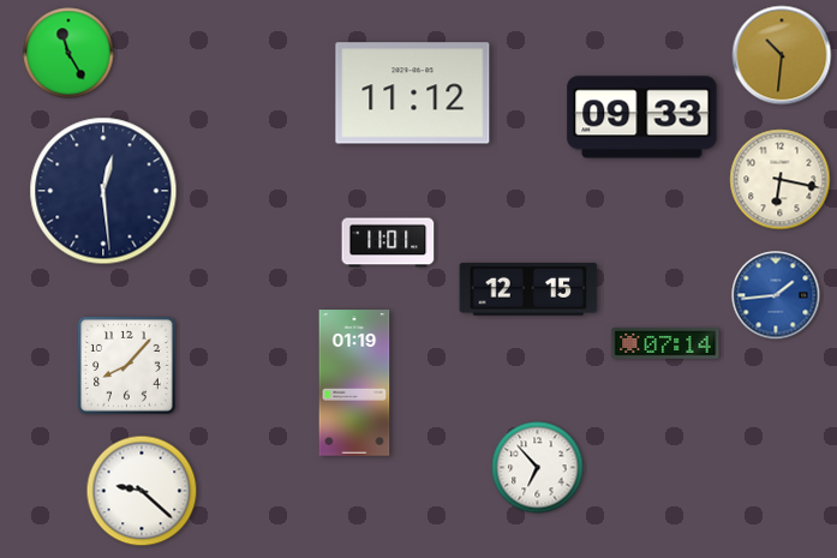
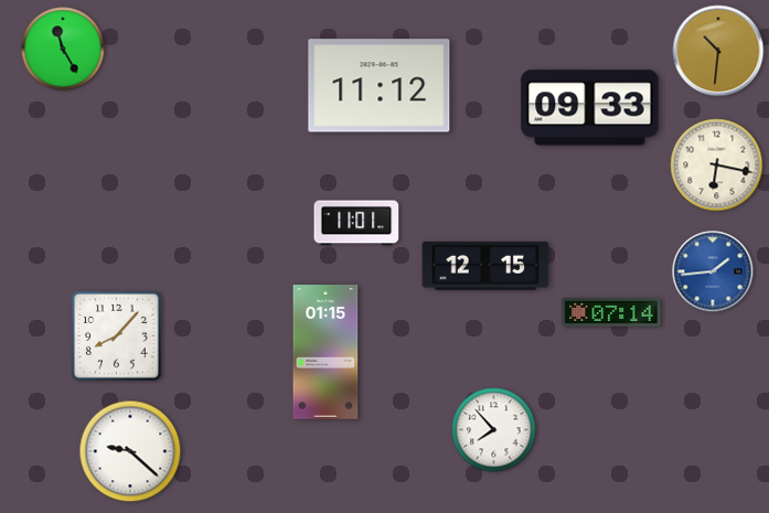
clock at (103, 191): 12:29 -> none
clock at (665, 344) position: (665, 344) -> (611, 313)
clock at (354, 383): 01:19 -> 01:15
clock at (538, 468): 6:53 -> 7:53
